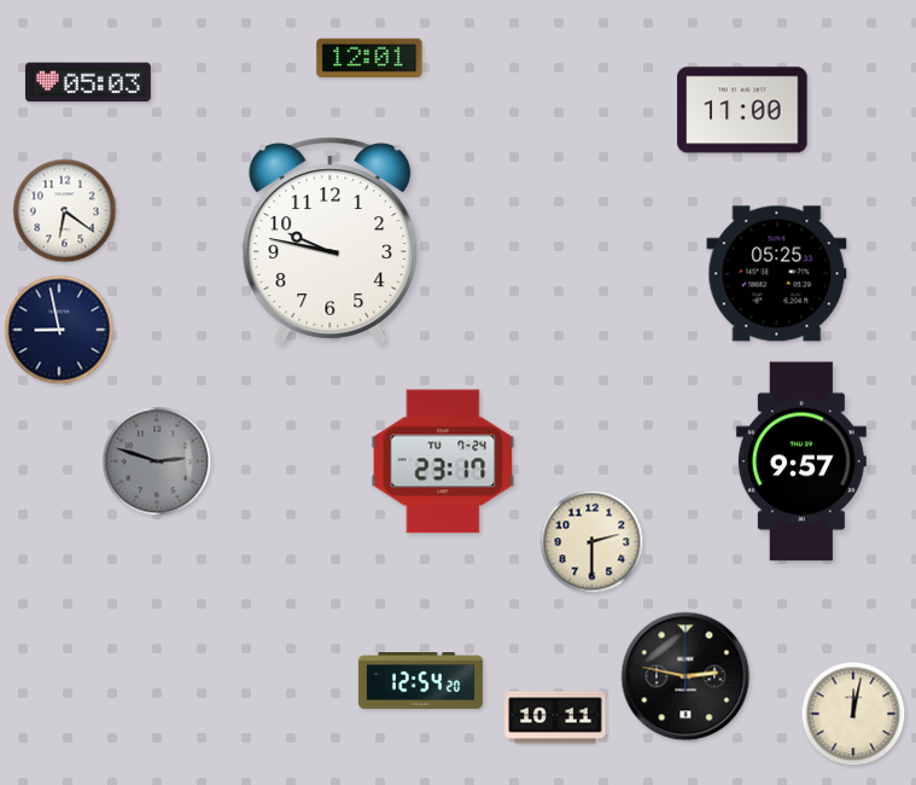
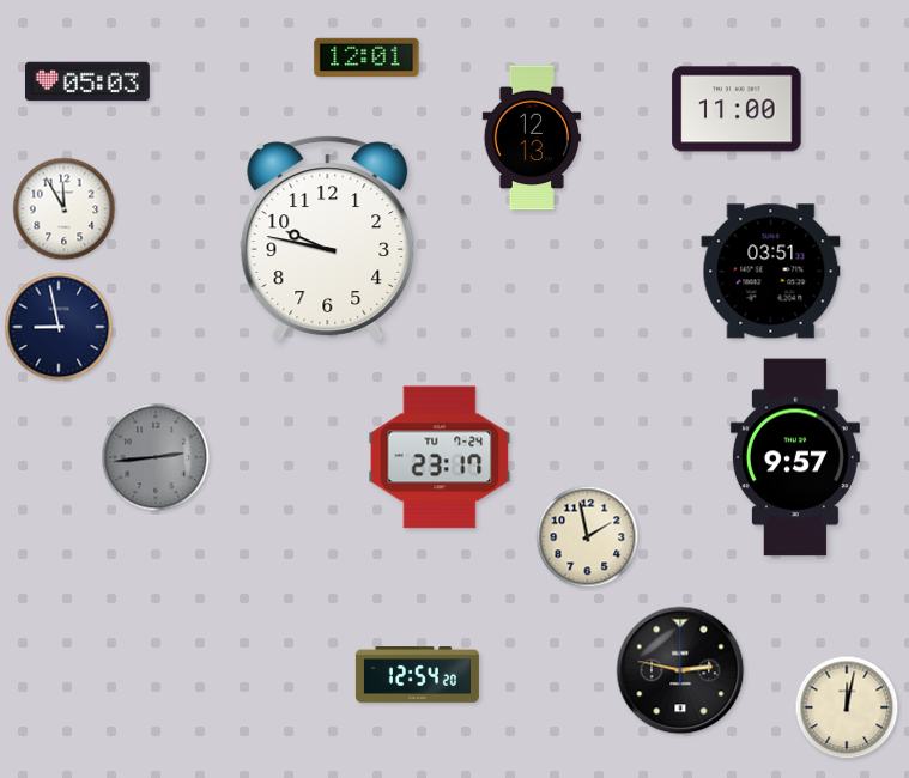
clock at (531, 138): none -> 12:13
clock at (65, 211): 6:21 -> 11:55
clock at (777, 274): 05:25 -> 03:51
clock at (157, 461): 2:48 -> 2:44
clock at (593, 542): 2:30 -> 1:58
clock at (555, 717): 10:11 -> none
